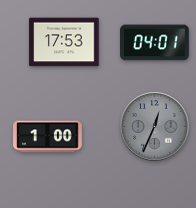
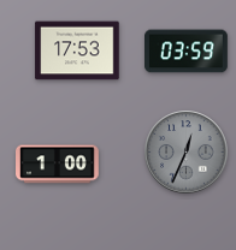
clock at (155, 43): 04:01 -> 03:59
